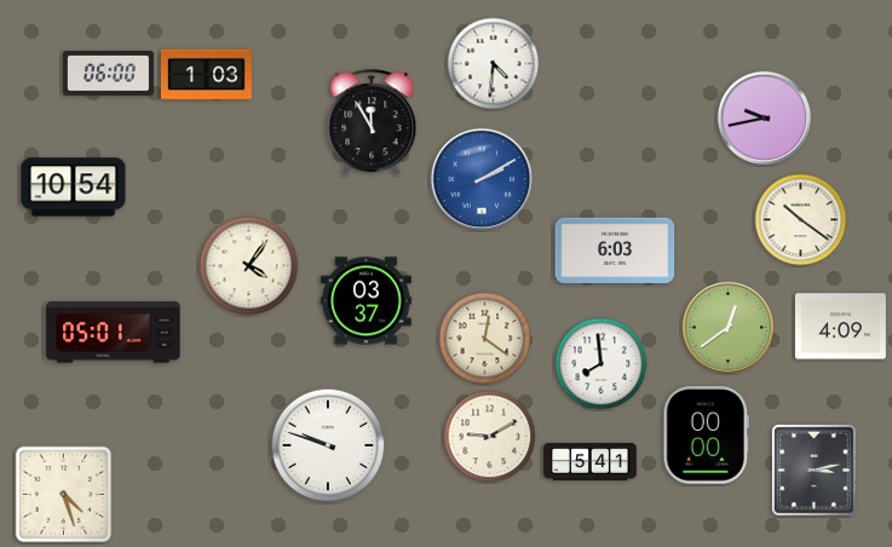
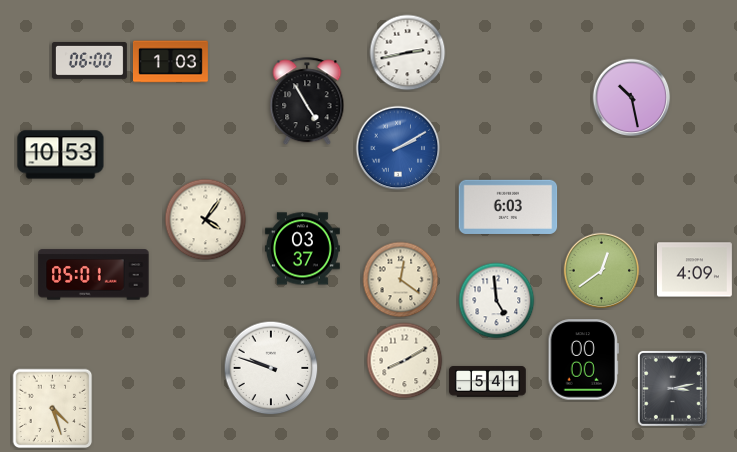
clock at (494, 64): 4:31 -> 2:43
clock at (765, 119): 9:43 -> 10:28
clock at (372, 123): 11:55 -> 4:55
clock at (74, 188): 10:54 -> 10:53
clock at (801, 220): 10:21 -> none
clock at (602, 364): 7:59 -> 4:59
clock at (490, 437): 9:10 -> 8:10
